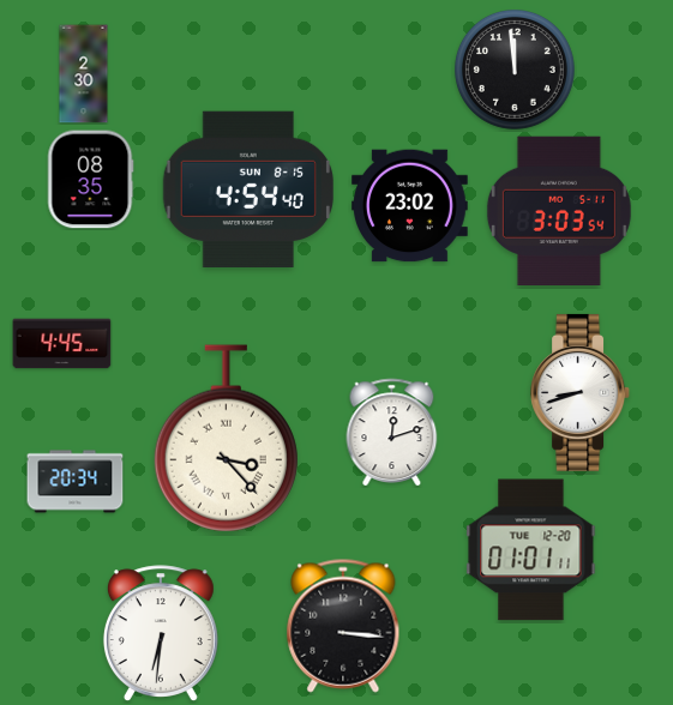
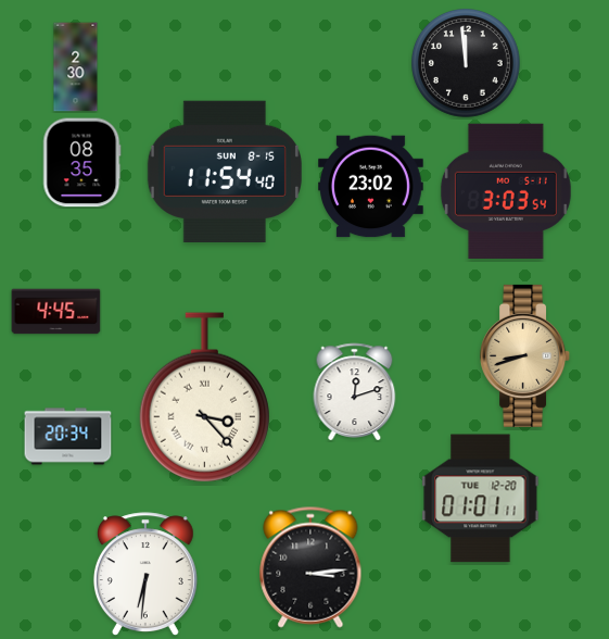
clock at (248, 189): 4:54 -> 11:54
clock at (581, 392) dial: white -> champagne
clock at (343, 626): 3:16 -> 3:14
